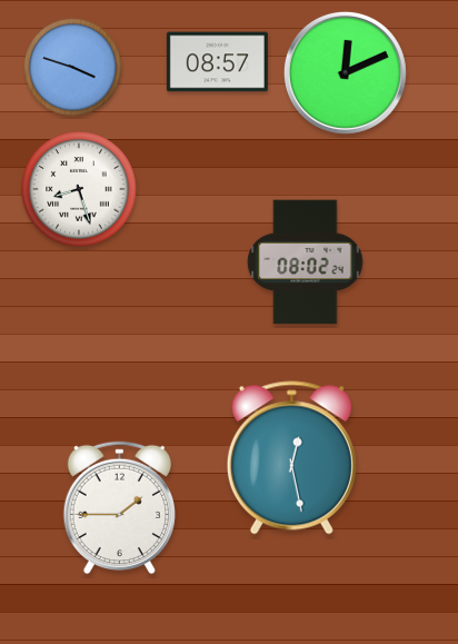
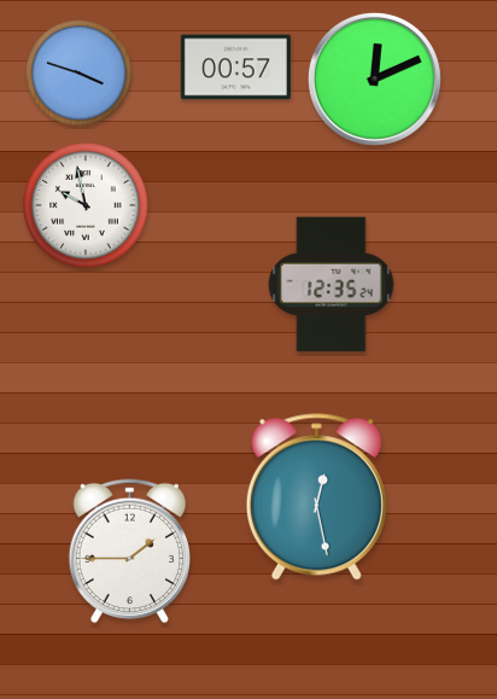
clock at (217, 62): 08:57 -> 00:57
clock at (79, 189): 8:27 -> 9:58
clock at (306, 262): 08:02 -> 12:35
